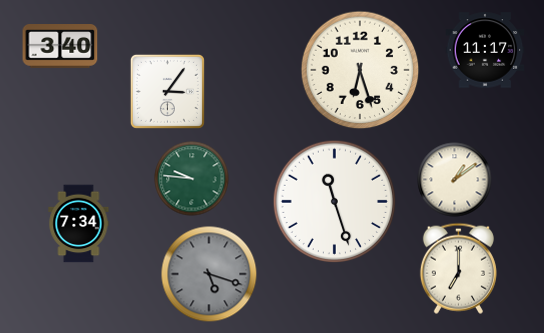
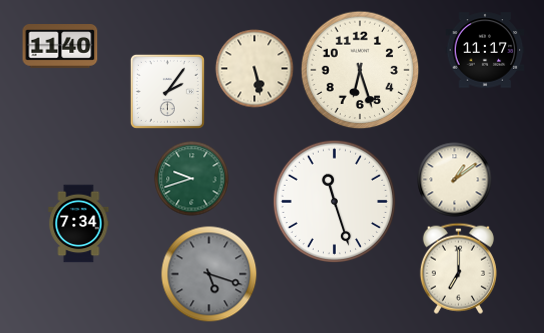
clock at (60, 47): 3:40 -> 11:40
clock at (255, 69): none -> 5:28
clock at (167, 91): 3:06 -> 2:06
clock at (192, 179): 9:46 -> 9:42
